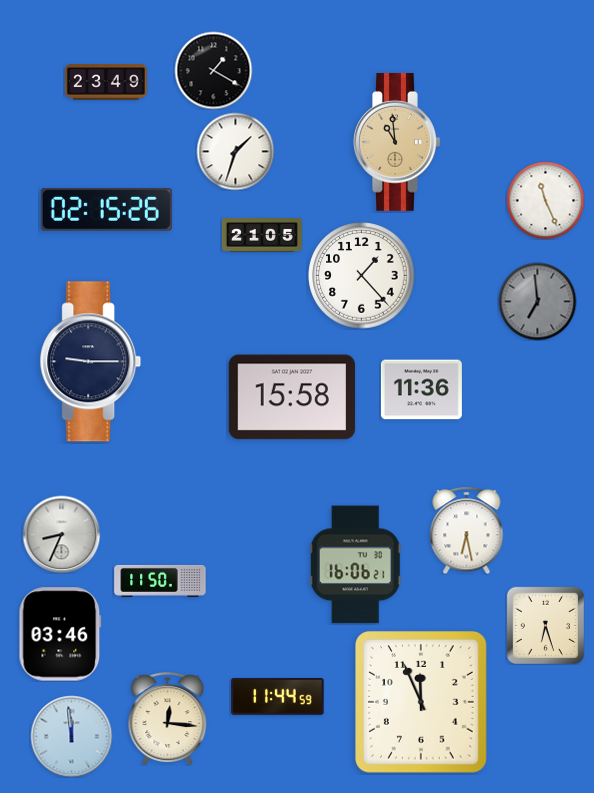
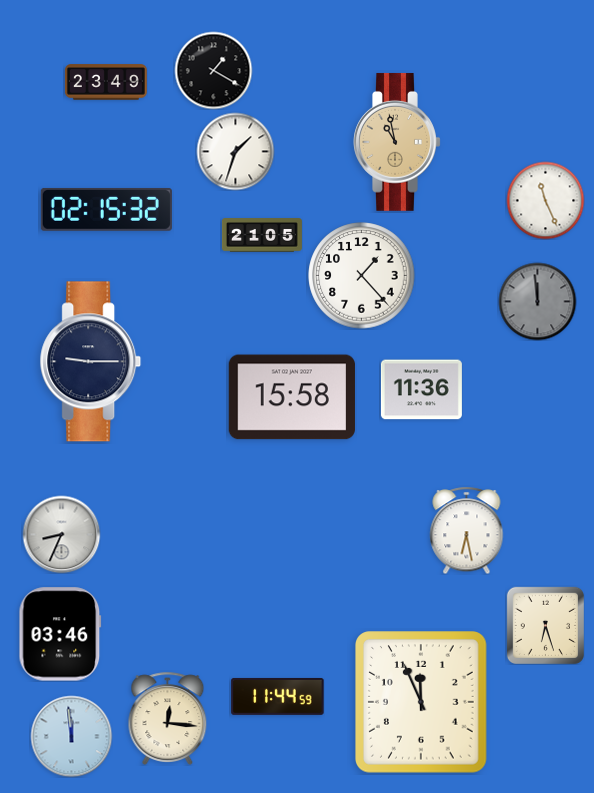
clock at (397, 142): 10:59 -> 10:58
clock at (106, 209): 02:15:26 -> 02:15:32
clock at (537, 301): 6:59 -> 11:59
clock at (355, 565): 16:06 -> none
clock at (160, 581): 11:50 -> none
